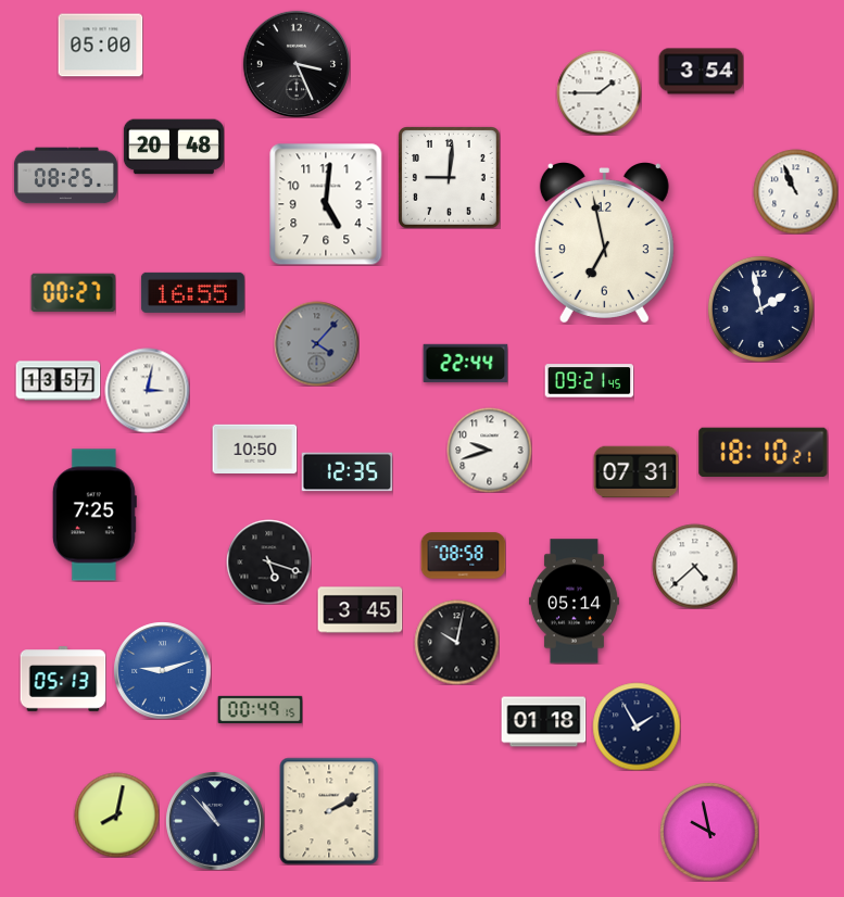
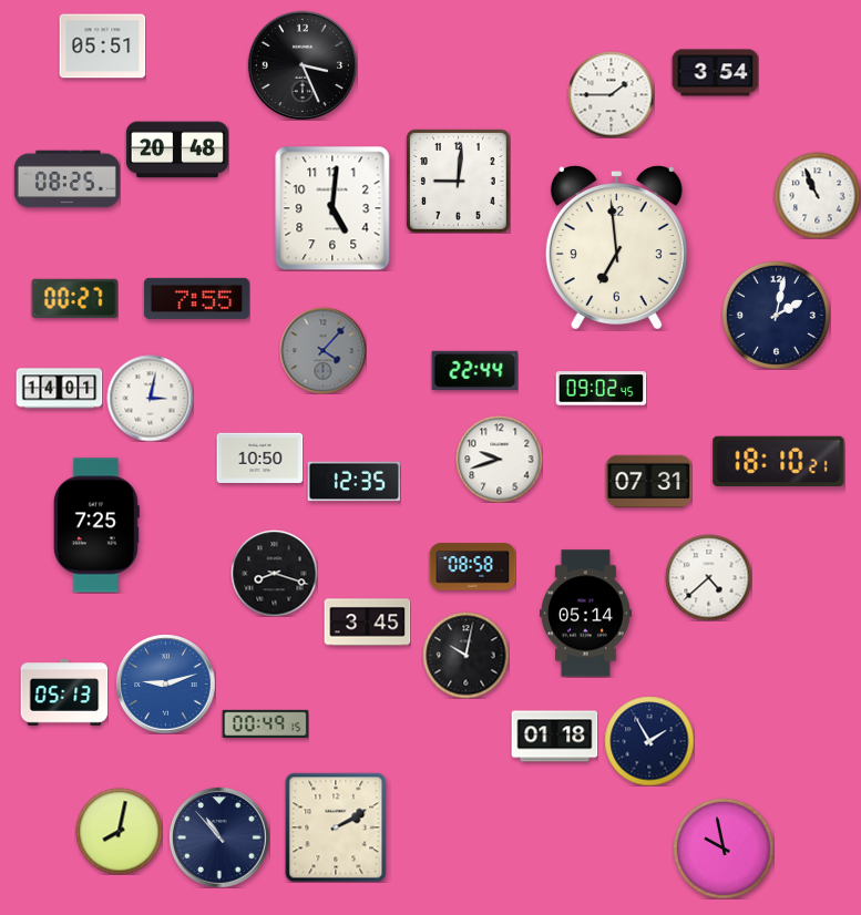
clock at (100, 46): 05:00 -> 05:51
clock at (795, 191) position: (795, 191) -> (817, 195)
clock at (604, 243): 6:58 -> 6:59
clock at (192, 292): 16:55 -> 7:55
clock at (760, 308): 1:58 -> 2:02
clock at (58, 381): 13:57 -> 14:01
clock at (589, 381): 09:21 -> 09:02
clock at (268, 561): 5:18 -> 8:18
